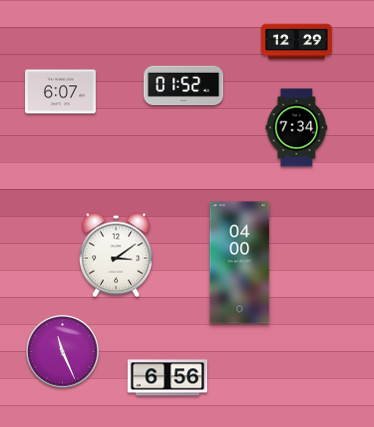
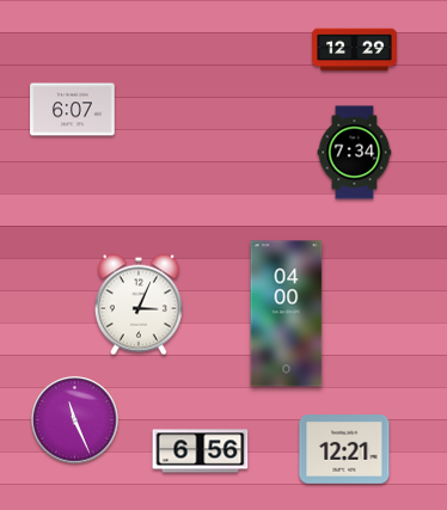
clock at (184, 86): 01:52 -> none
clock at (116, 255): 3:09 -> 3:04
clock at (344, 449): none -> 12:21
